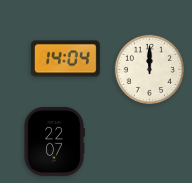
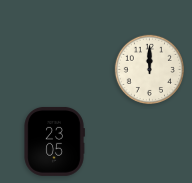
clock at (65, 59): 14:04 -> none
clock at (54, 142): 22:07 -> 23:05
